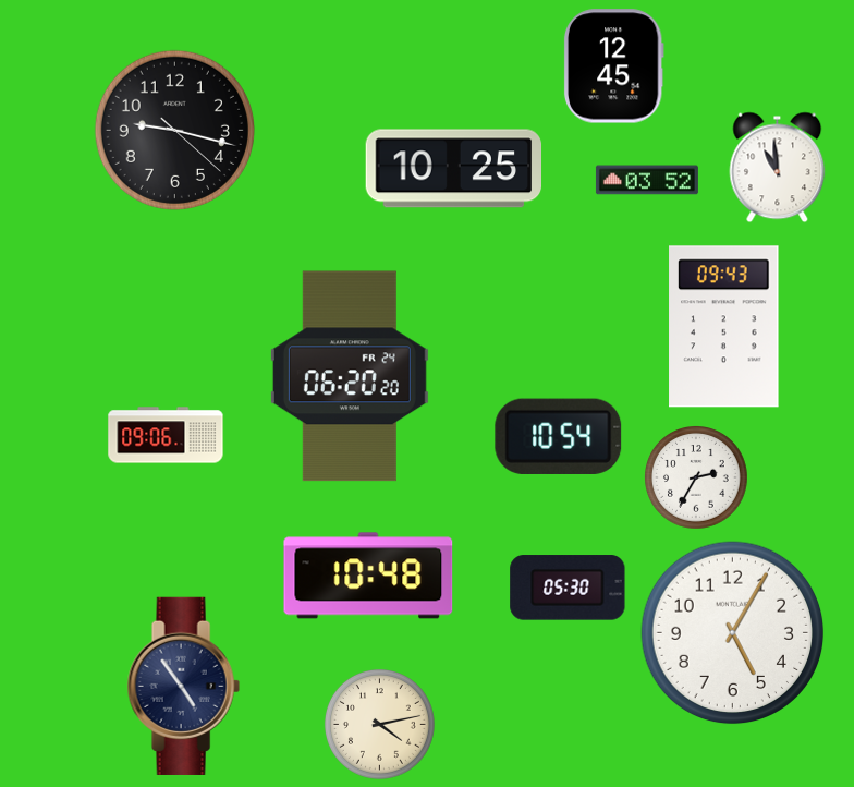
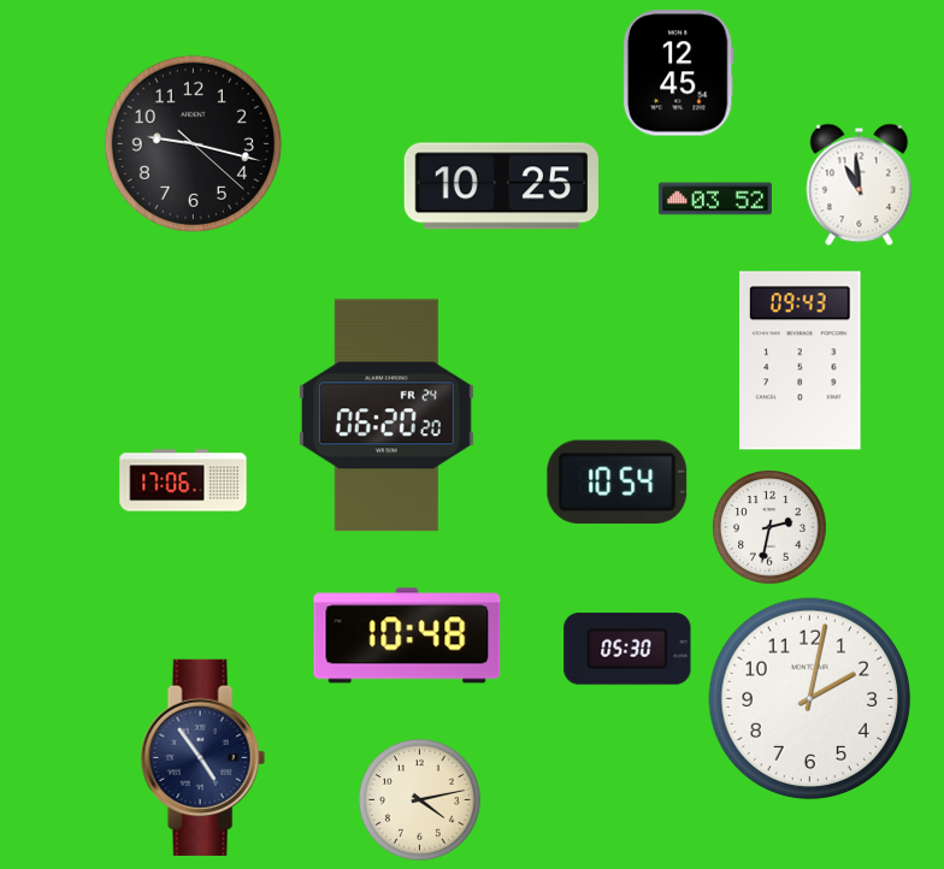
clock at (166, 435): 09:06 -> 17:06
clock at (697, 479): 2:35 -> 2:32
clock at (733, 633): 5:05 -> 2:02
